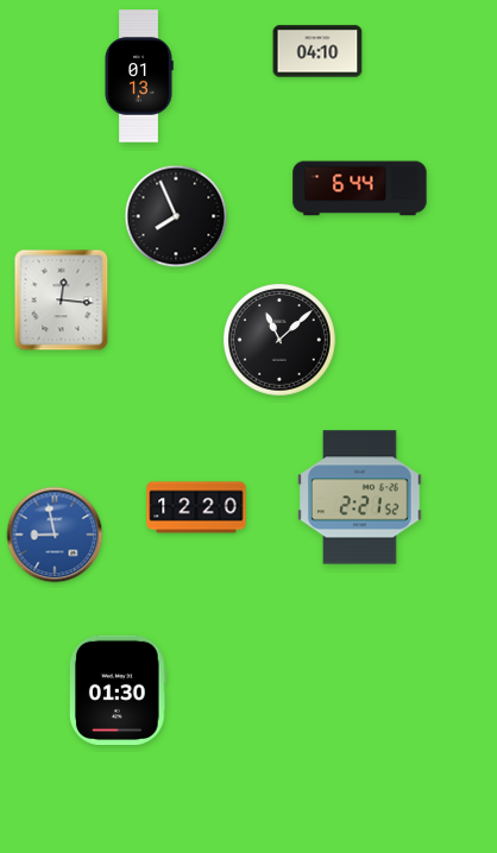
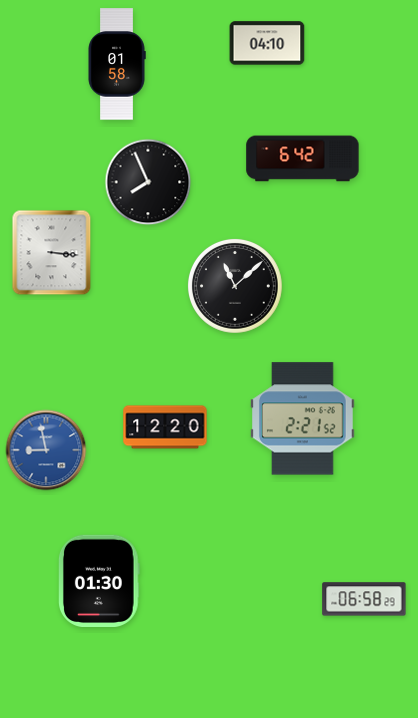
clock at (139, 76): 01:13 -> 01:58
clock at (360, 189): 6:44 -> 6:42
clock at (62, 301): 12:16 -> 3:16
clock at (364, 599): none -> 06:58
